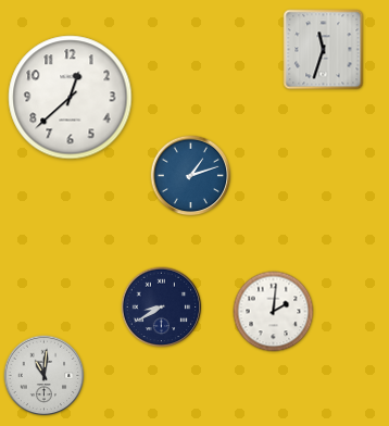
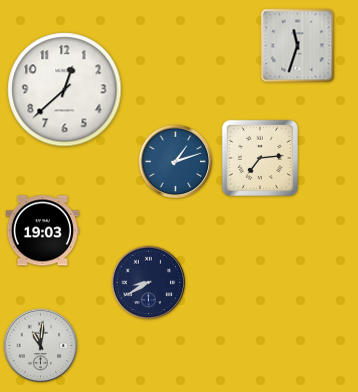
clock at (260, 158): none -> 7:14
clock at (42, 231): none -> 19:03
clock at (274, 312): 2:01 -> none
